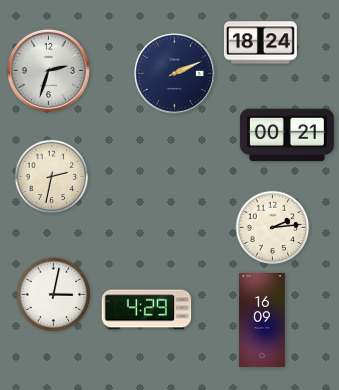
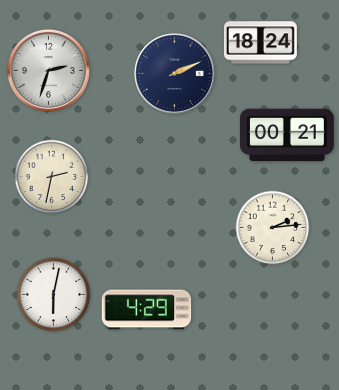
clock at (54, 295): 3:02 -> 6:02
clock at (262, 321): 16:09 -> none
